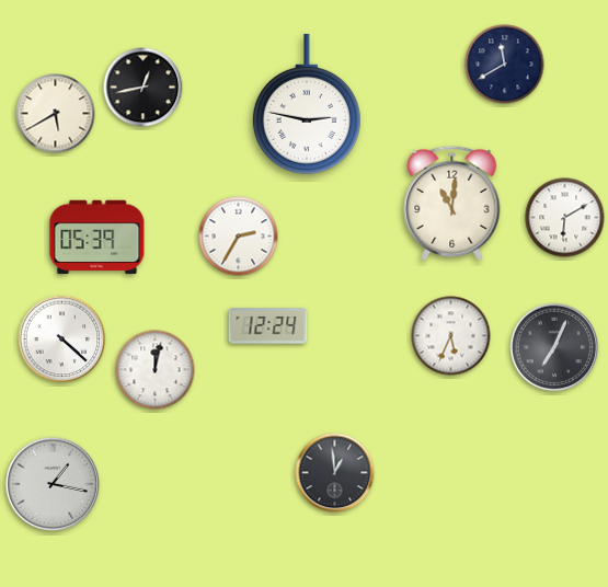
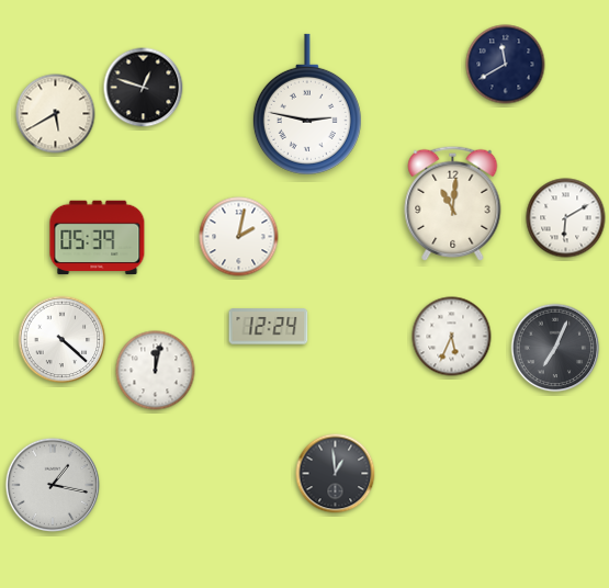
clock at (144, 88): 12:43 -> 12:48
clock at (239, 237): 2:35 -> 2:02
